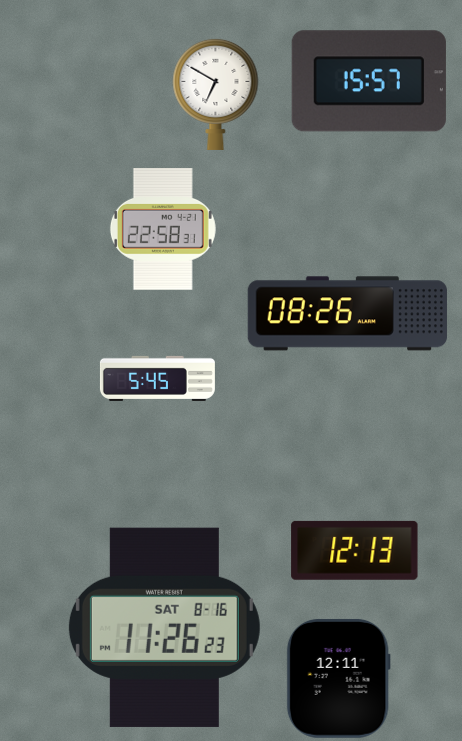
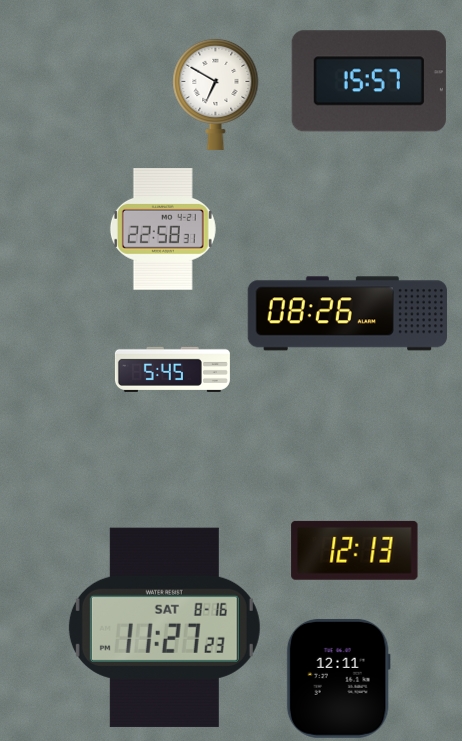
clock at (157, 378) position: (157, 378) -> (172, 369)
clock at (164, 627): 11:26 -> 11:27
